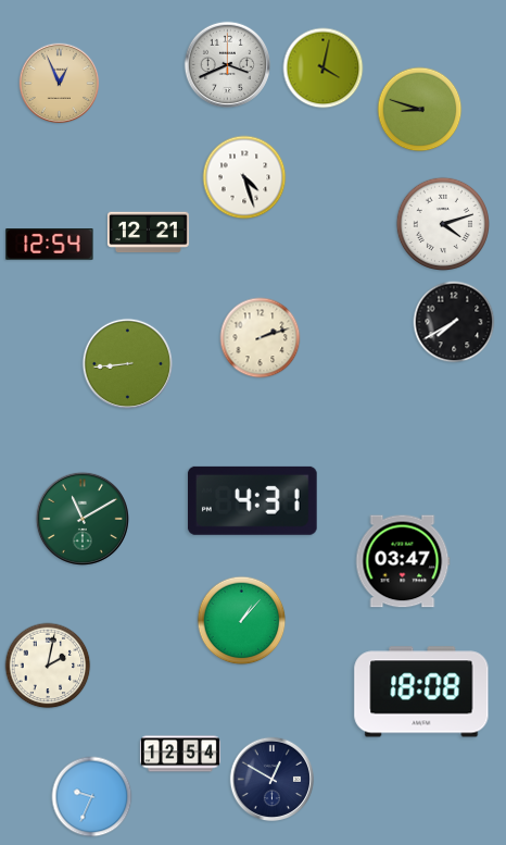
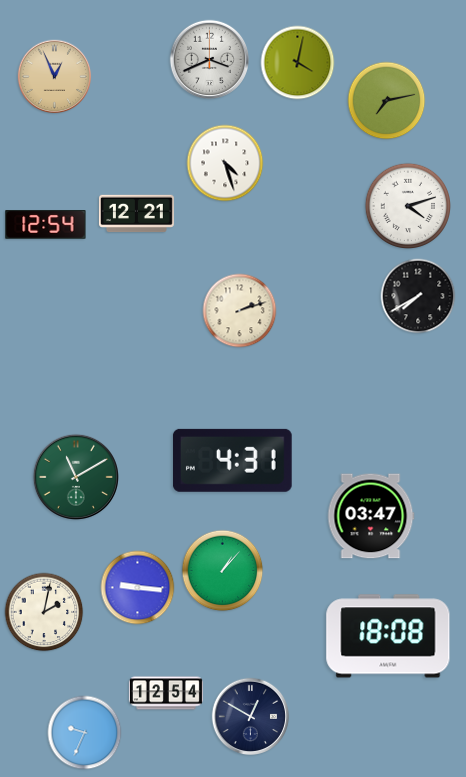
clock at (420, 110): 8:48 -> 7:13
clock at (127, 363): 8:44 -> none
clock at (138, 588): none -> 9:16
